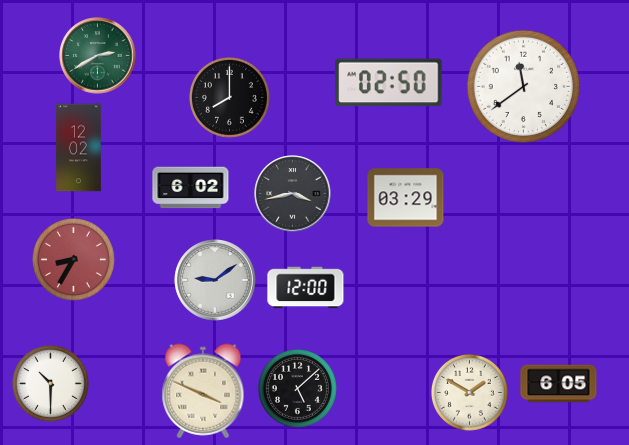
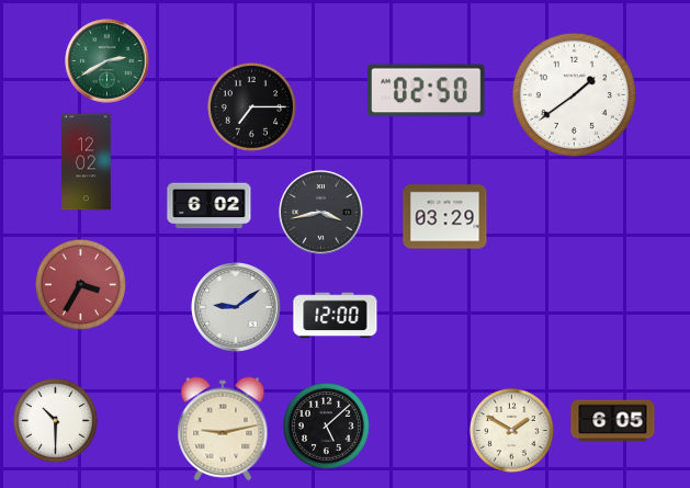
clock at (524, 87): 11:39 -> 1:39
clock at (229, 97): 8:00 -> 7:15
clock at (73, 259): 8:35 -> 3:35
clock at (203, 391): 3:49 -> 9:13
clock at (470, 393) position: (470, 393) -> (512, 431)
